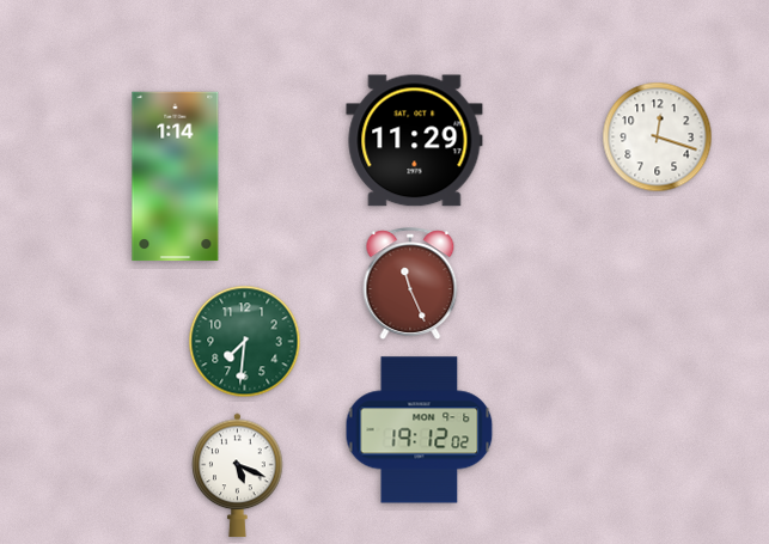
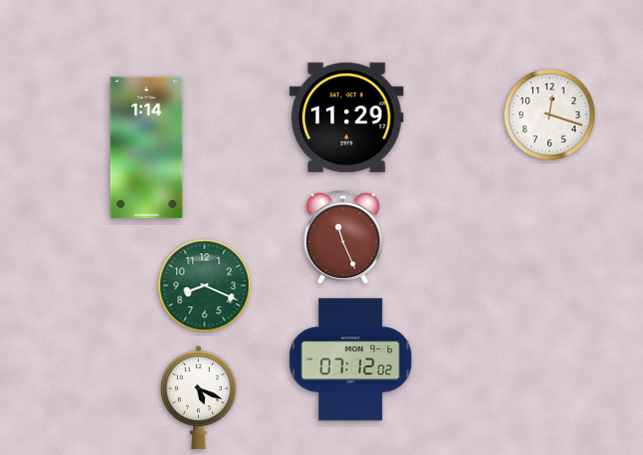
clock at (245, 342): 7:31 -> 8:19
clock at (420, 430): 19:12 -> 07:12
